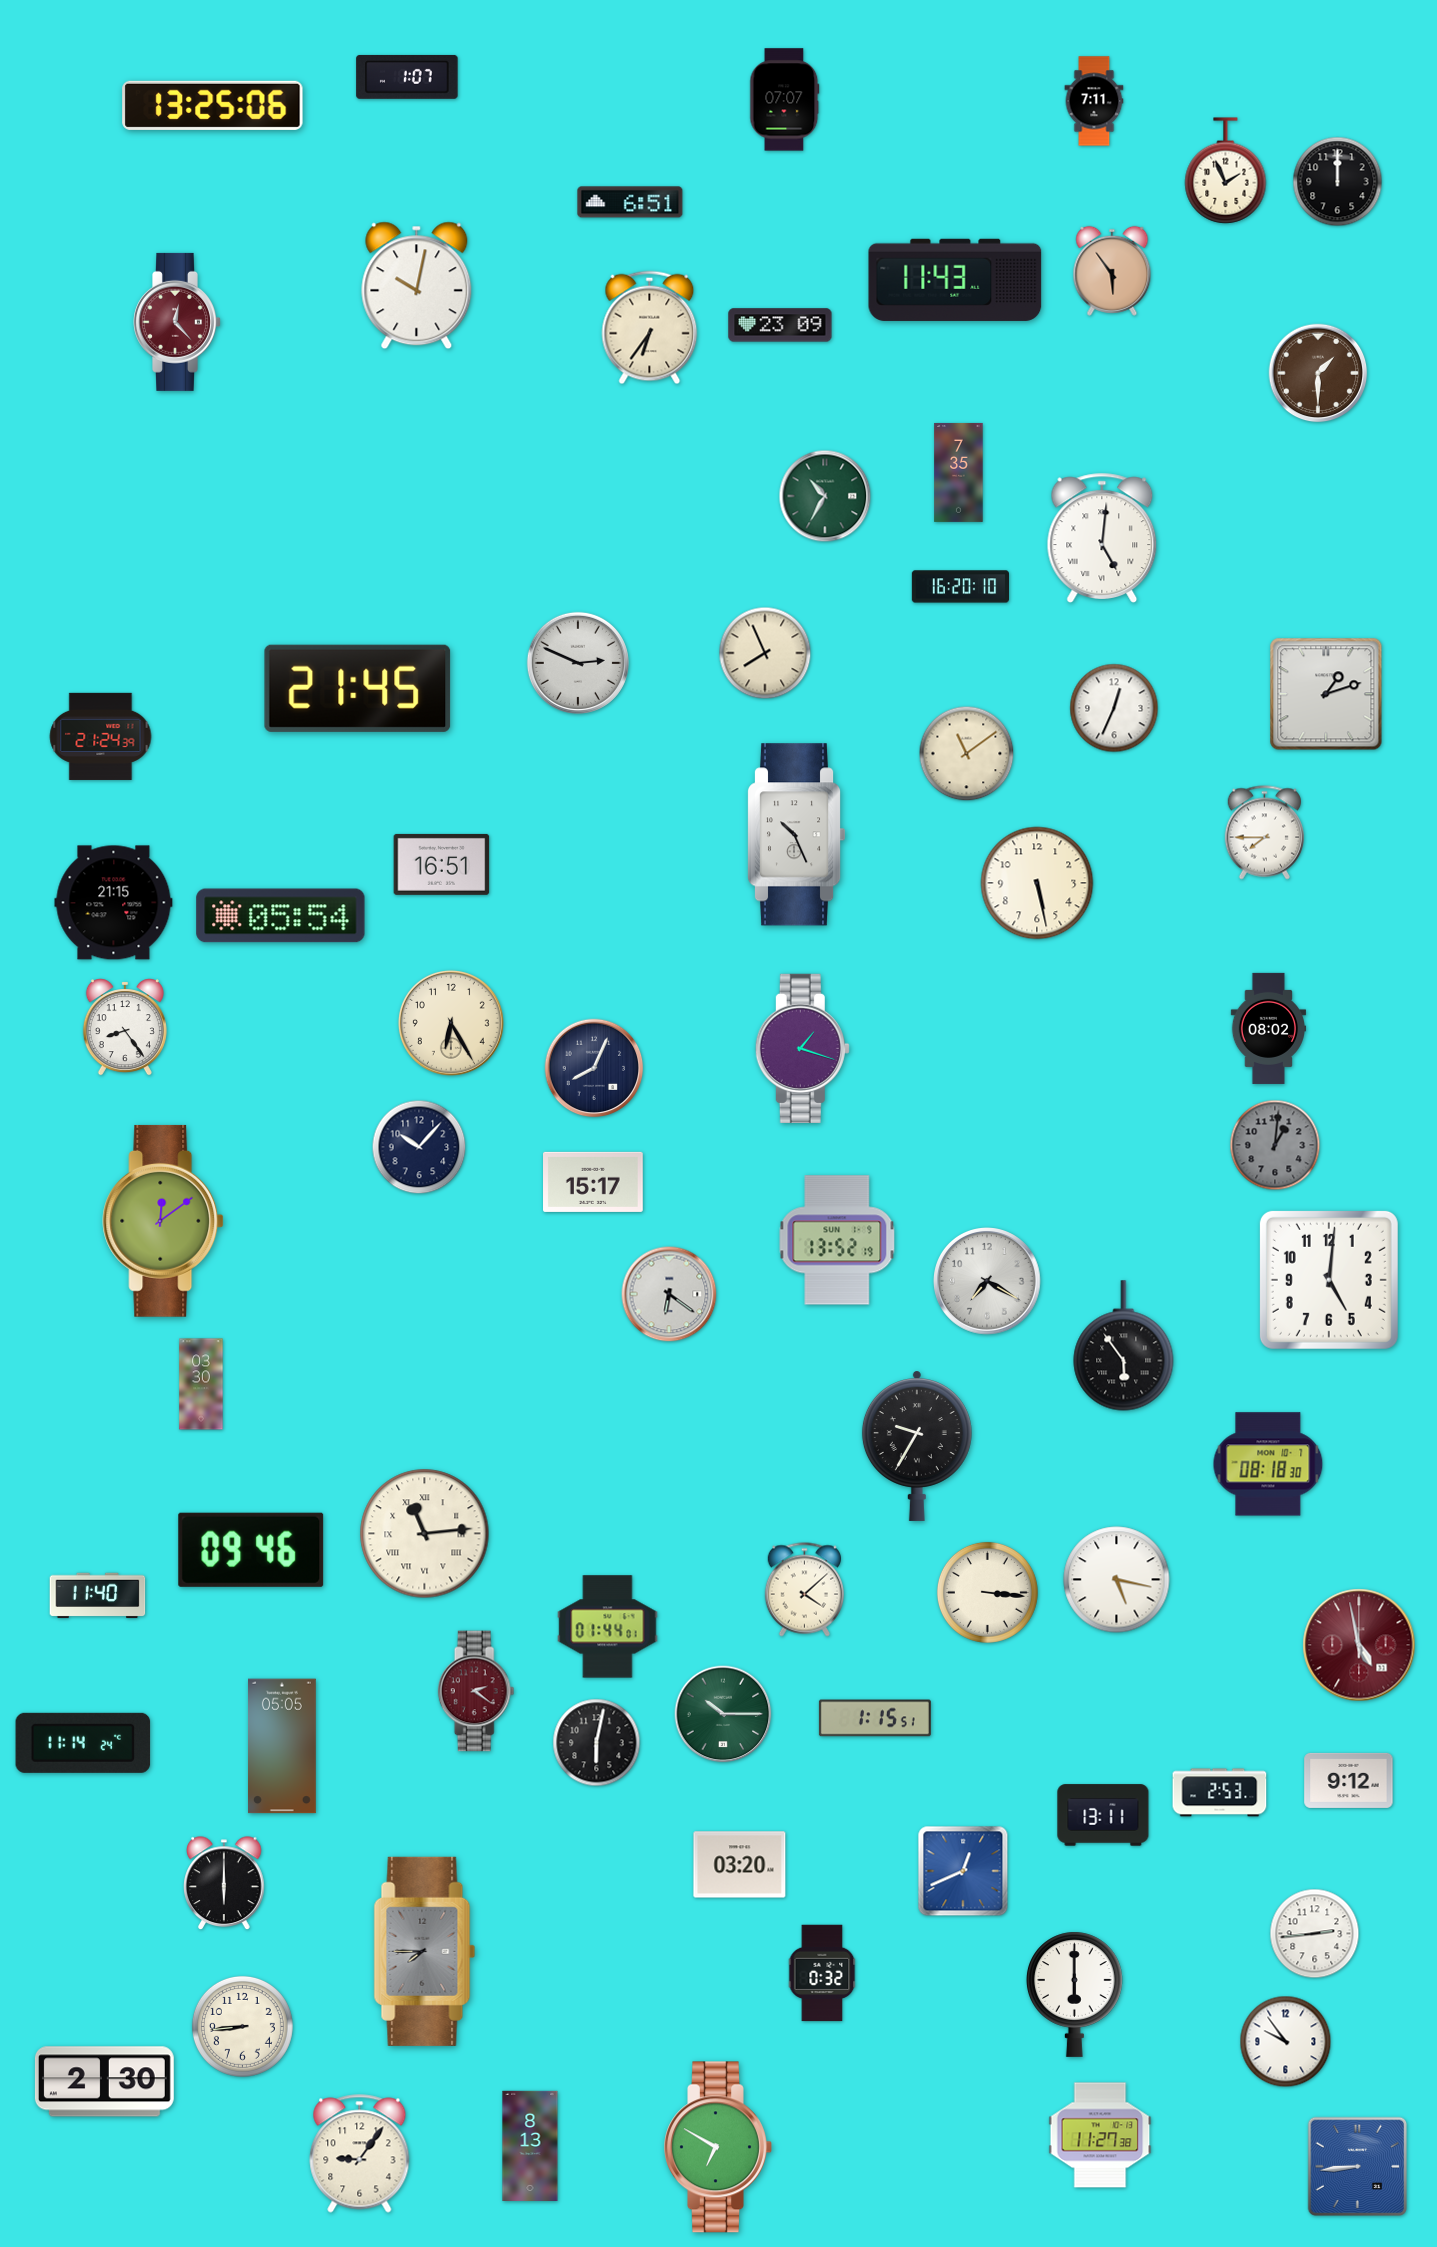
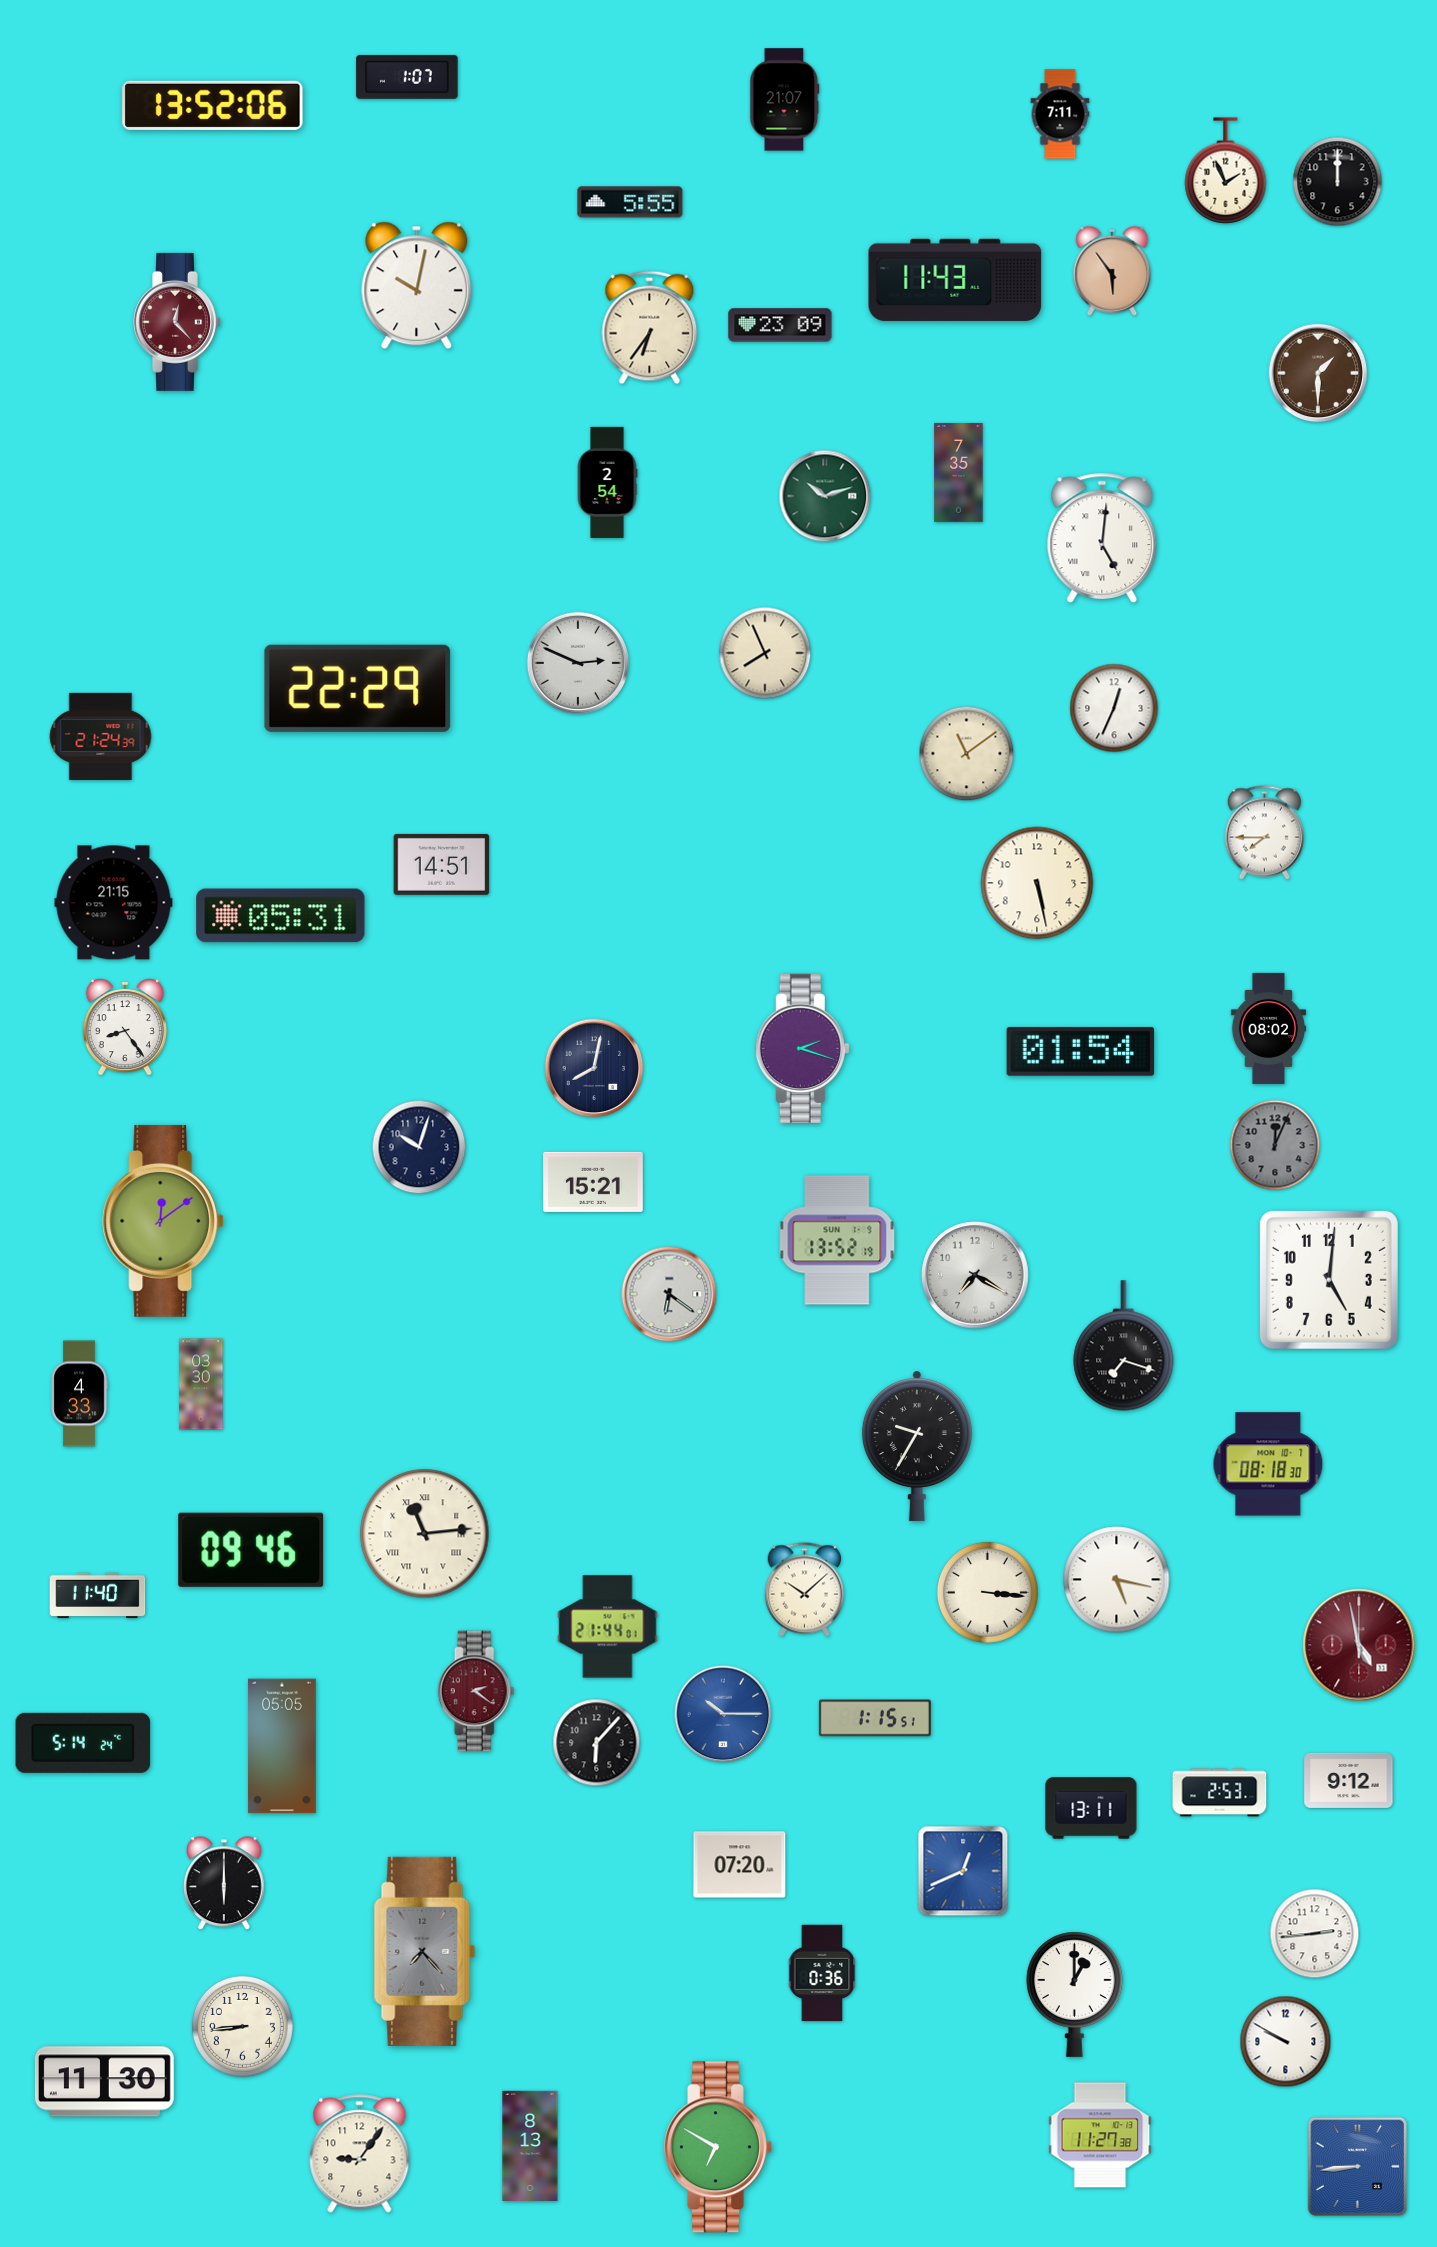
clock at (785, 100): 07:07 -> 21:07
clock at (1094, 101) position: (1094, 101) -> (1060, 114)
clock at (213, 105): 13:25 -> 13:52
clock at (630, 202): 6:51 -> 5:55
clock at (607, 482): none -> 2:54
clock at (825, 496): 10:35 -> 10:12
clock at (960, 587): 16:20 -> none
clock at (358, 688): 21:45 -> 22:29
clock at (1326, 694): 1:12 -> none
clock at (796, 835): 10:26 -> none
clock at (442, 864): 16:51 -> 14:51
clock at (281, 916): 05:54 -> 05:31
clock at (451, 1023): 6:25 -> none
clock at (802, 1048): 1:18 -> 2:18
clock at (1081, 1052): none -> 01:54
clock at (594, 1068): 8:04 -> 8:02
clock at (1275, 1145): 1:01 -> 12:04
clock at (419, 1147): 10:07 -> 10:03
clock at (594, 1182): 15:17 -> 15:21
clock at (988, 1282) position: (988, 1282) -> (976, 1276)
clock at (1124, 1346): 5:54 -> 7:18
clock at (79, 1394): none -> 4:33
clock at (804, 1590): 4:08 -> 10:08
clock at (608, 1627): 01:44 -> 21:44
clock at (723, 1714) dial: green -> blue
clock at (83, 1743): 11:14 -> 5:14
clock at (597, 1743): 6:02 -> 6:07
clock at (1103, 1815) position: (1103, 1815) -> (1091, 1808)
clock at (740, 1865): 03:20 -> 07:20
clock at (425, 1951): 7:45 -> 7:23
clock at (822, 1973): 0:32 -> 0:36
clock at (1074, 1994): 6:00 -> 1:00
clock at (1286, 2042): 9:54 -> 9:50
clock at (104, 2082): 2:30 -> 11:30
